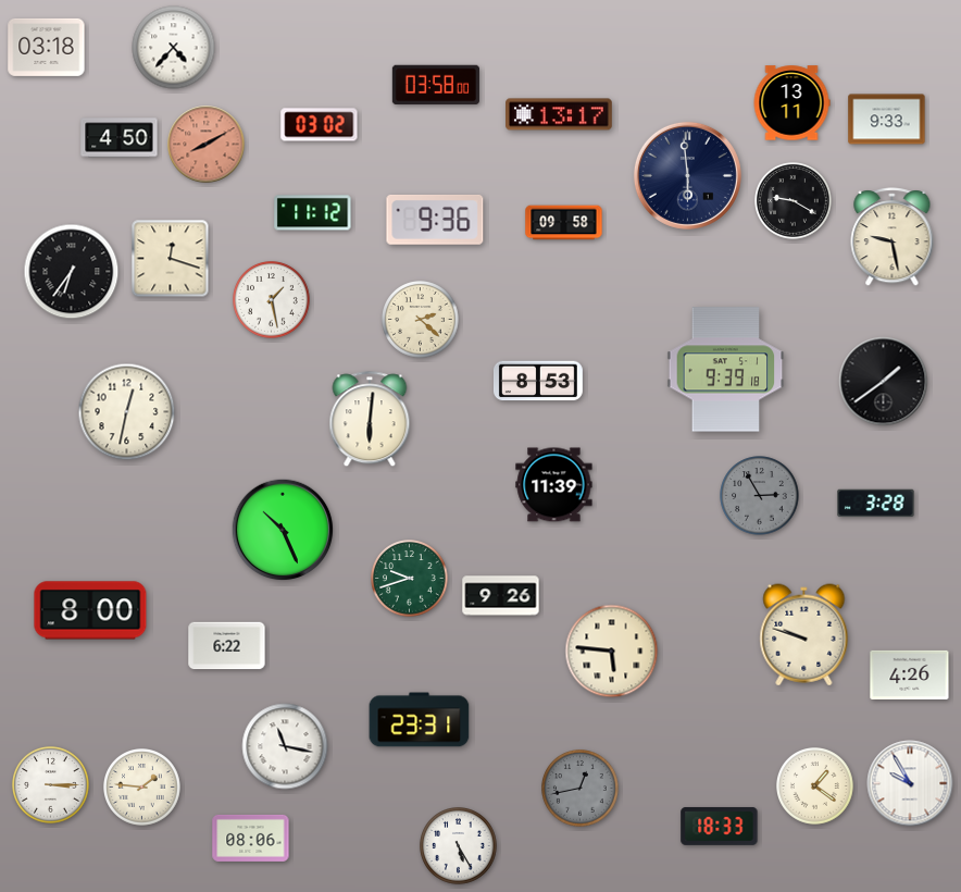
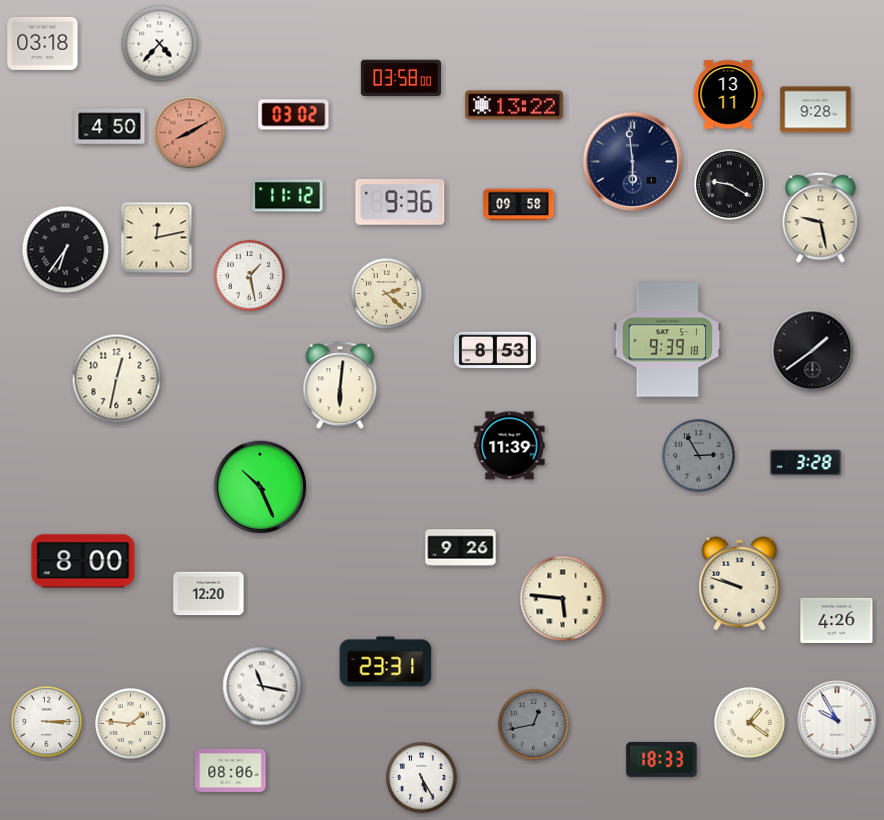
clock at (559, 114): 13:17 -> 13:22
clock at (887, 120): 9:33 -> 9:28
clock at (171, 259): 12:18 -> 12:13
clock at (410, 579): 9:42 -> none
clock at (227, 646): 6:22 -> 12:20
